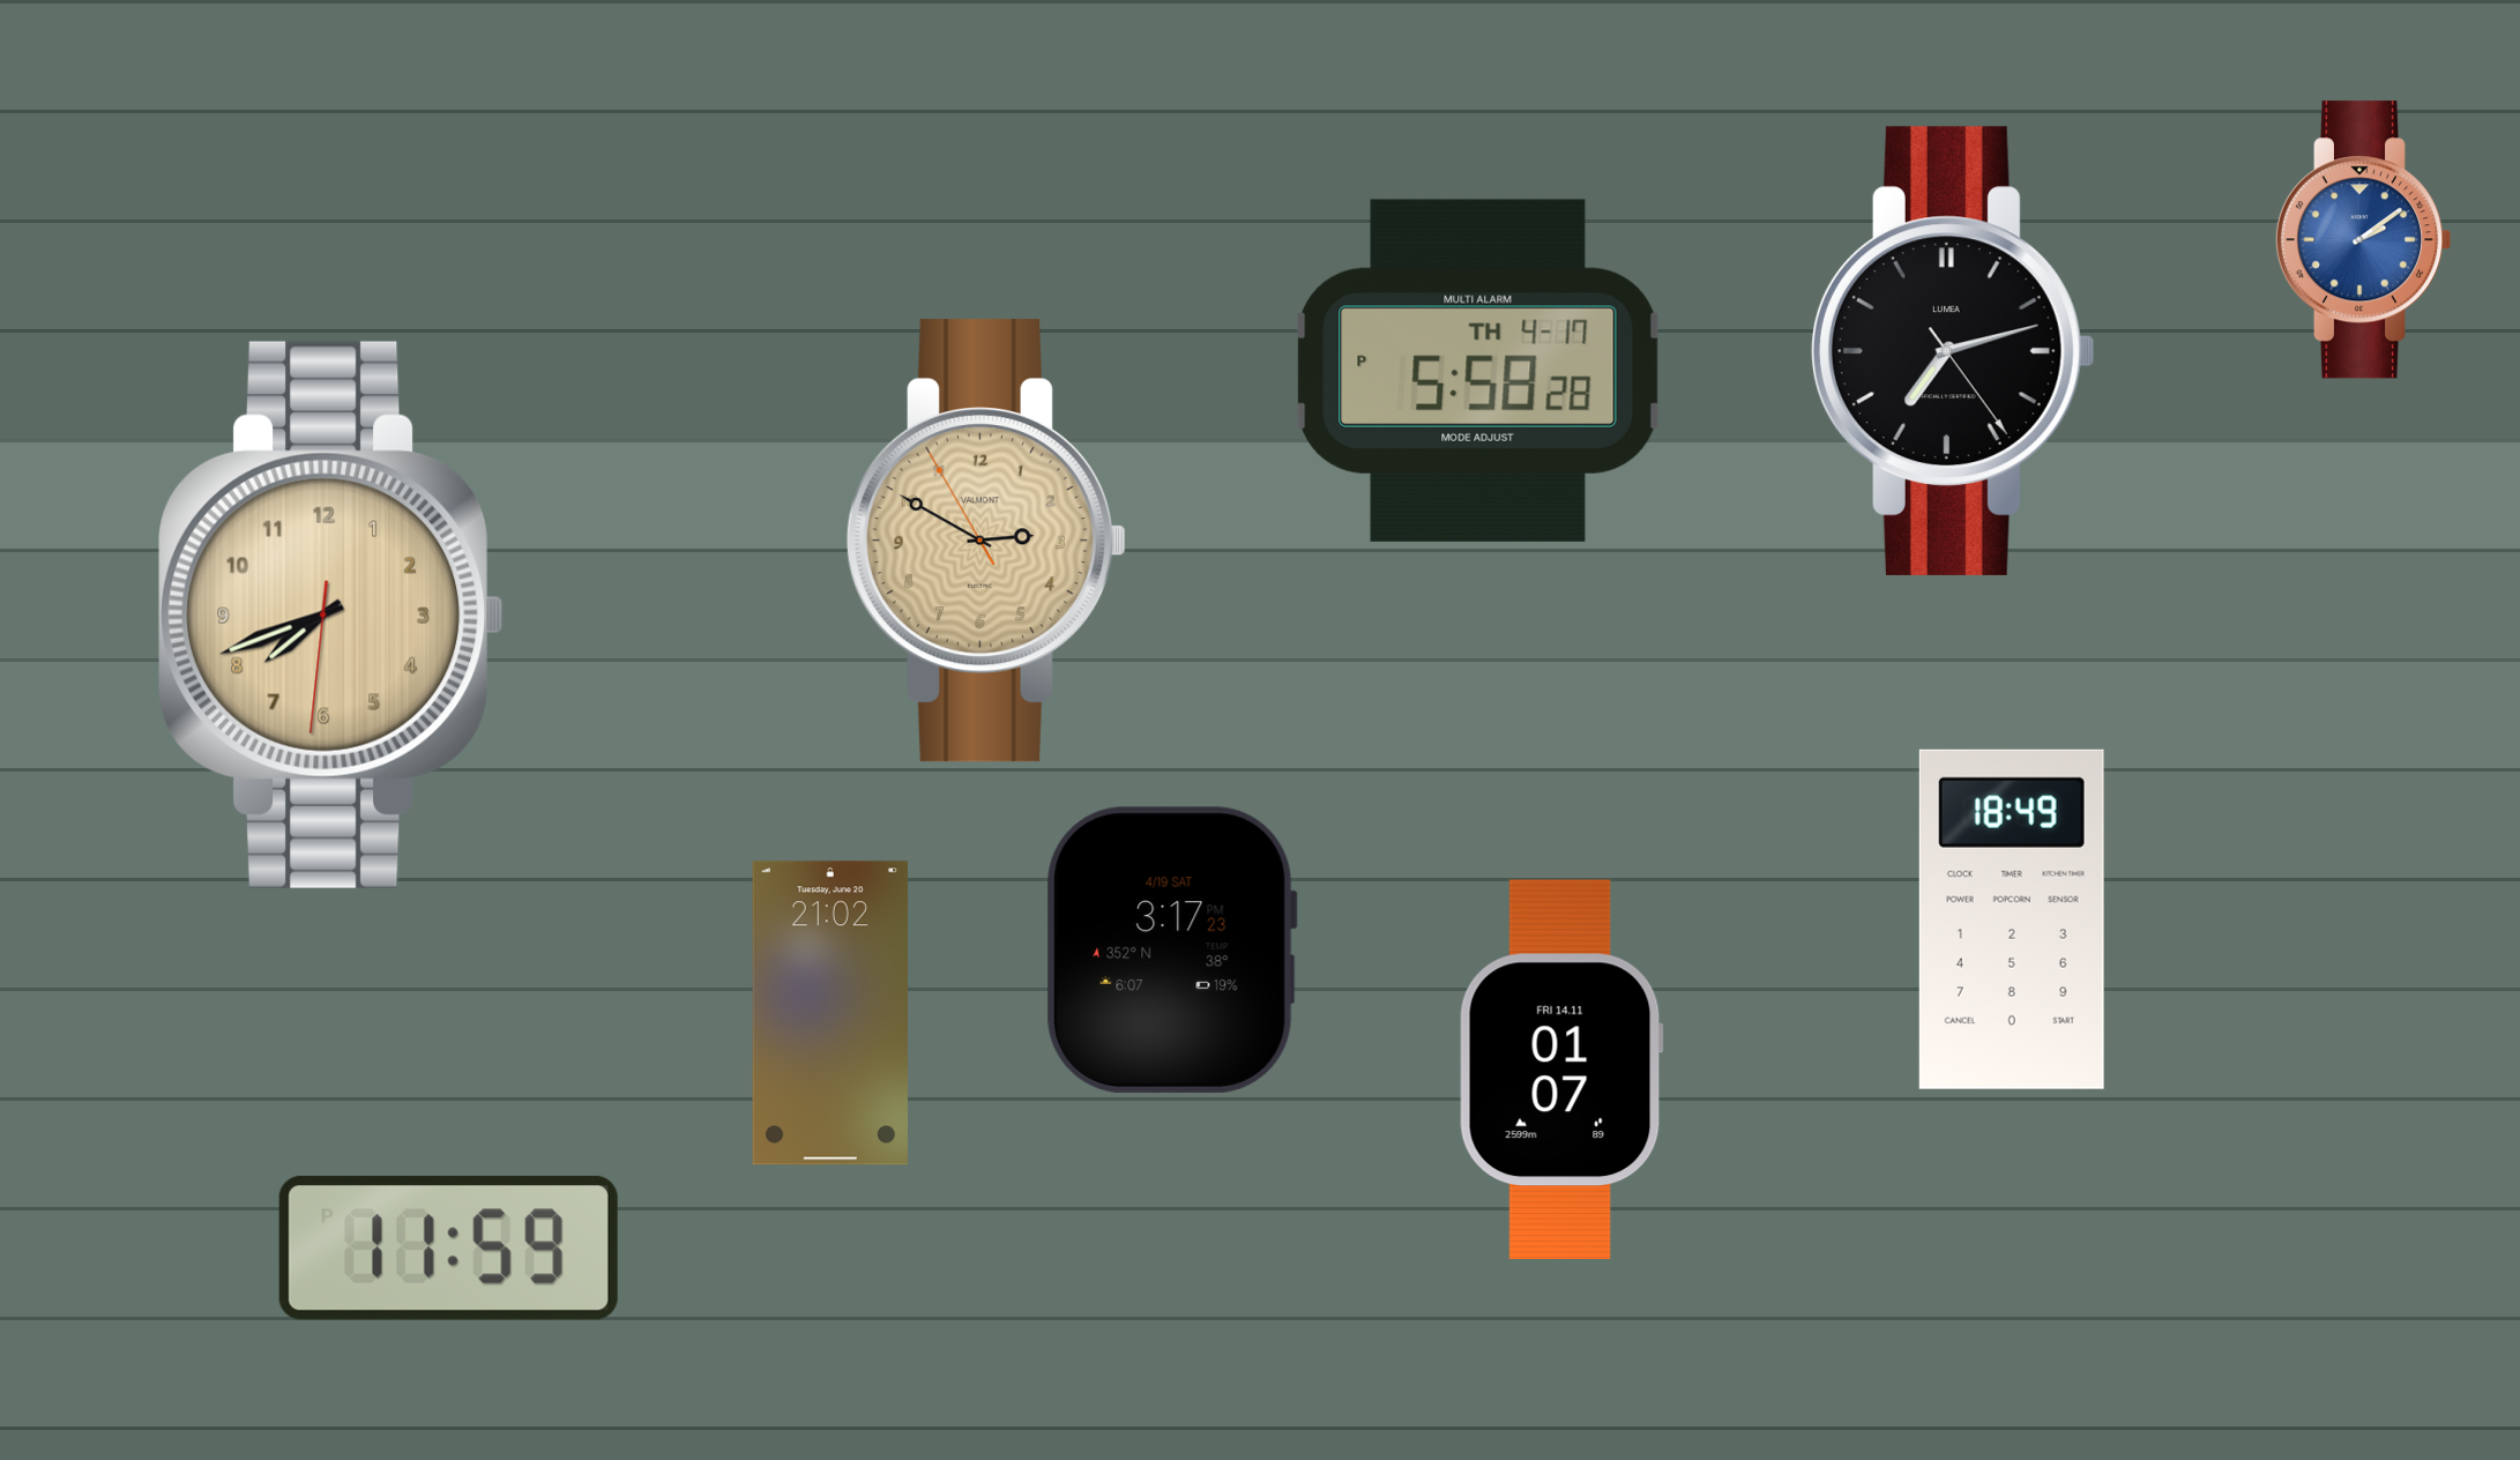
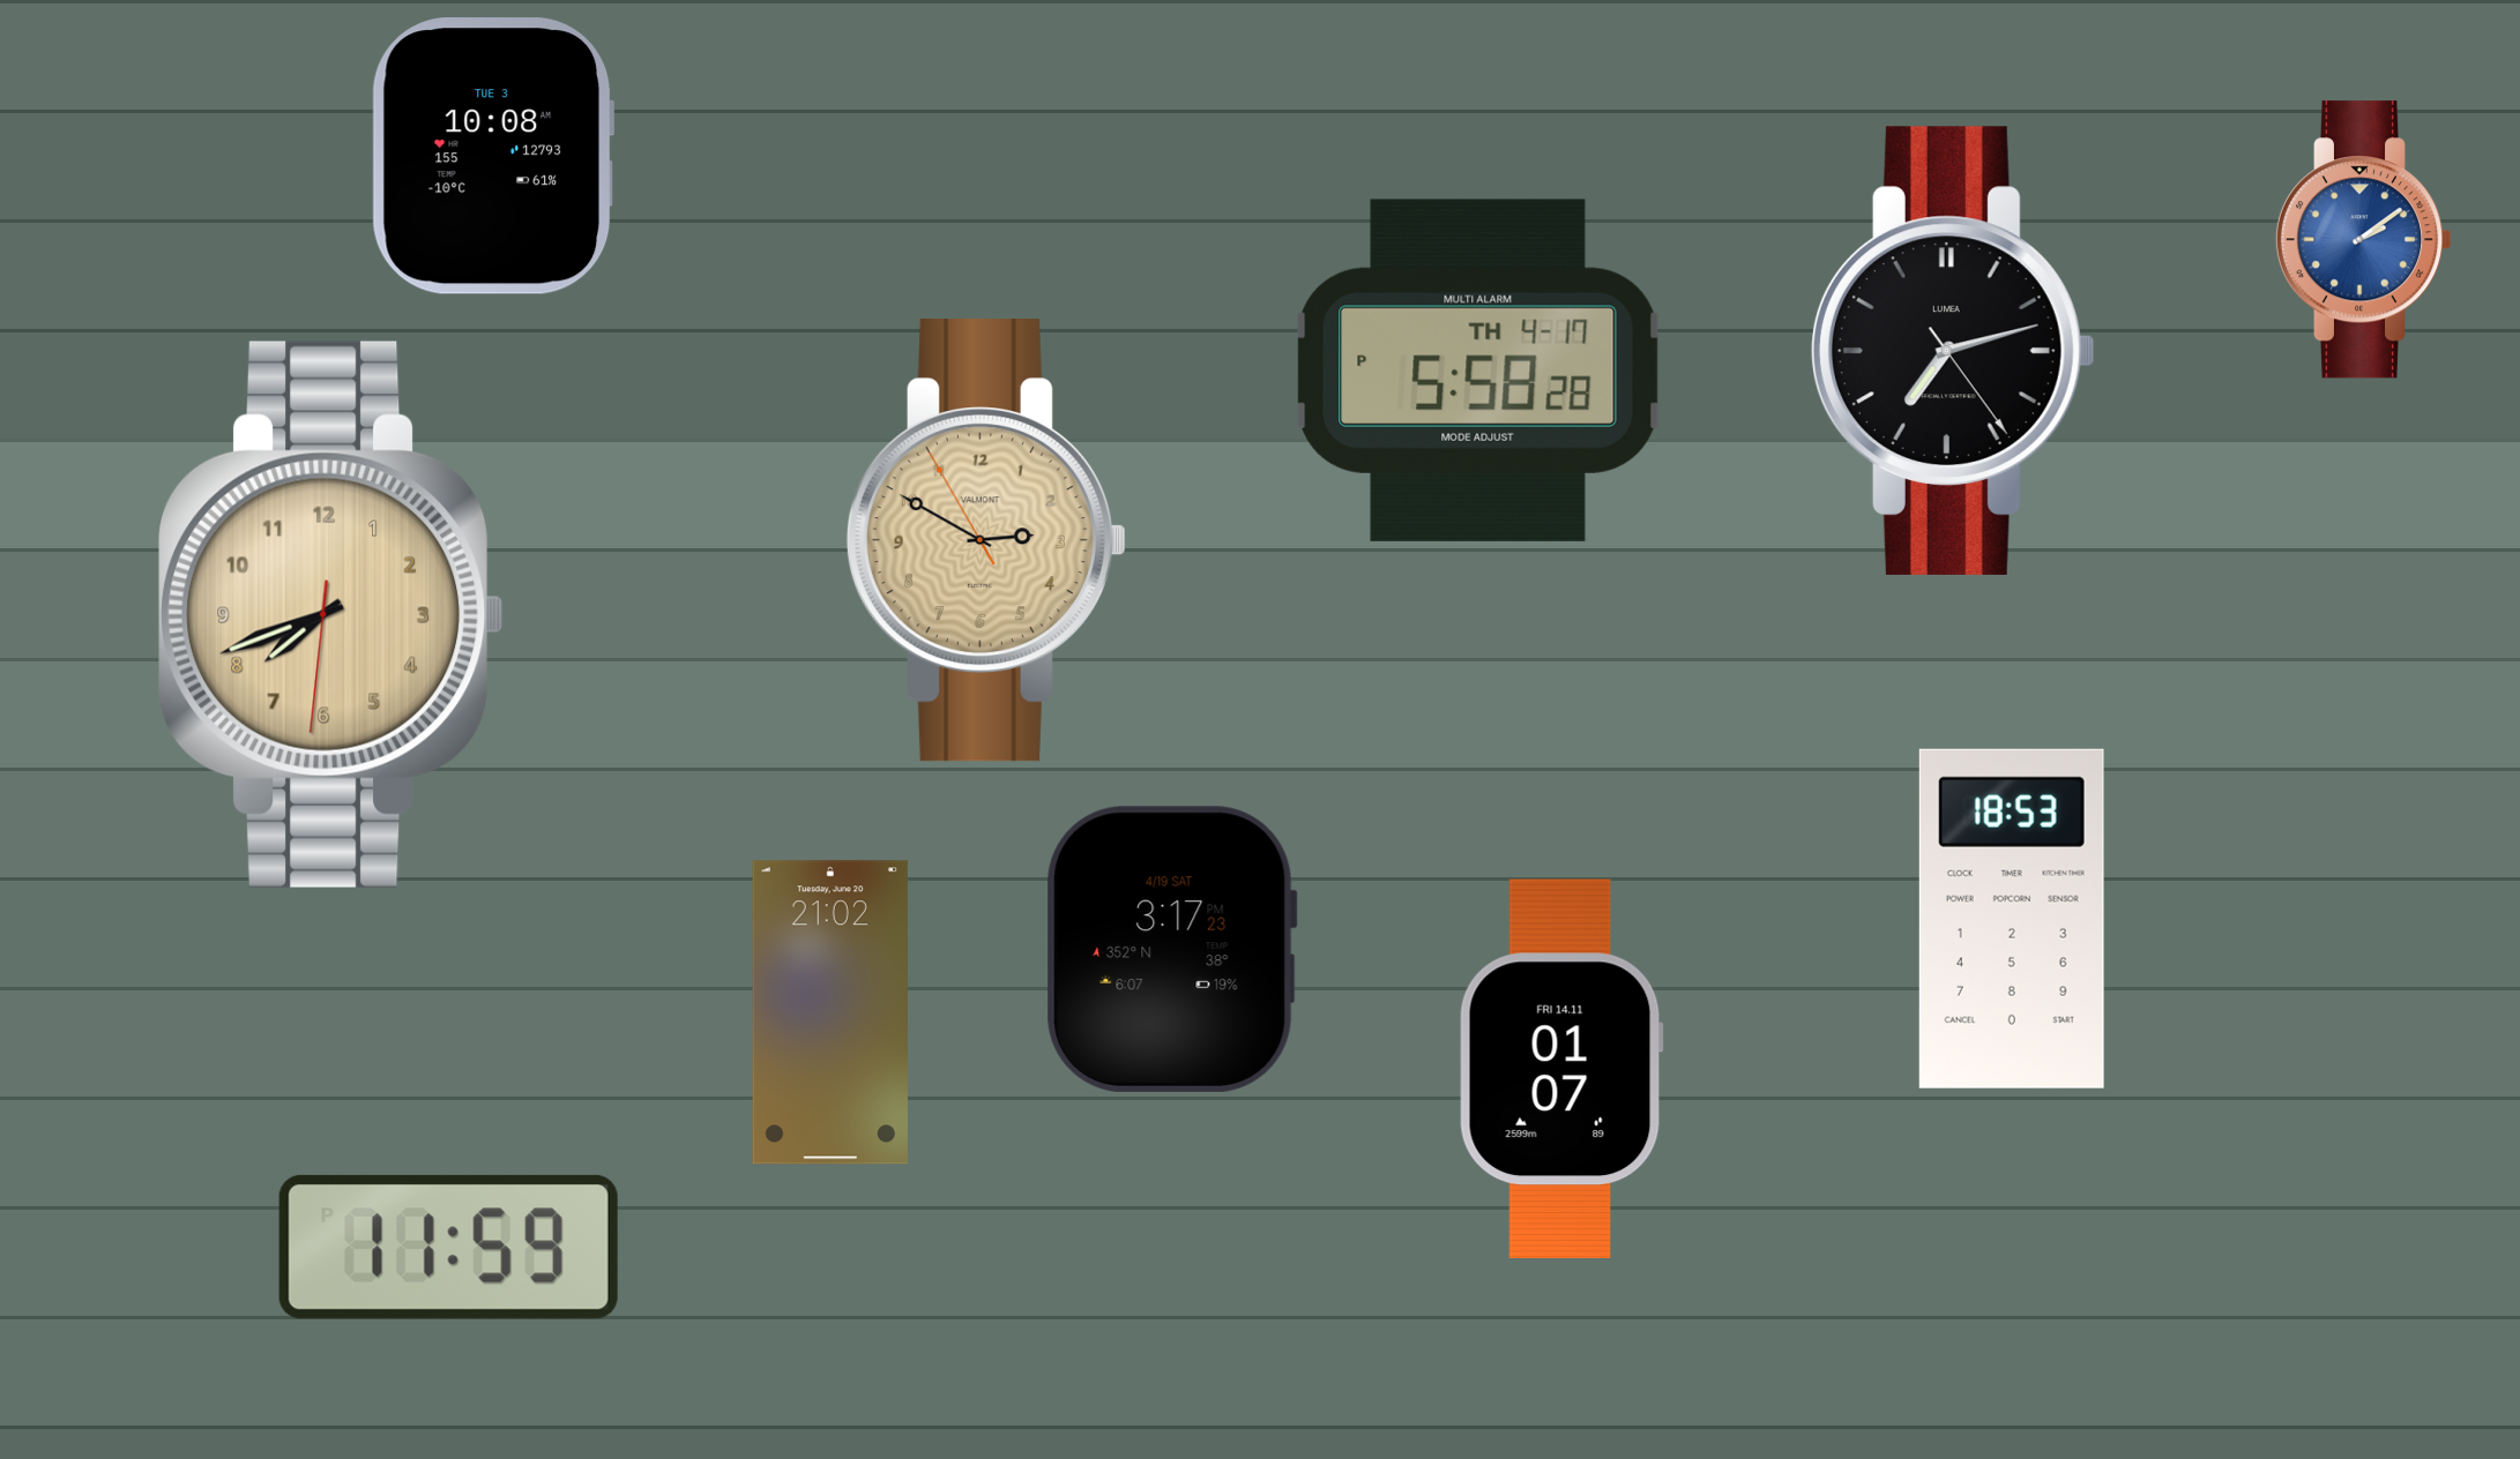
clock at (493, 156): none -> 10:08
clock at (2012, 919): 18:49 -> 18:53
